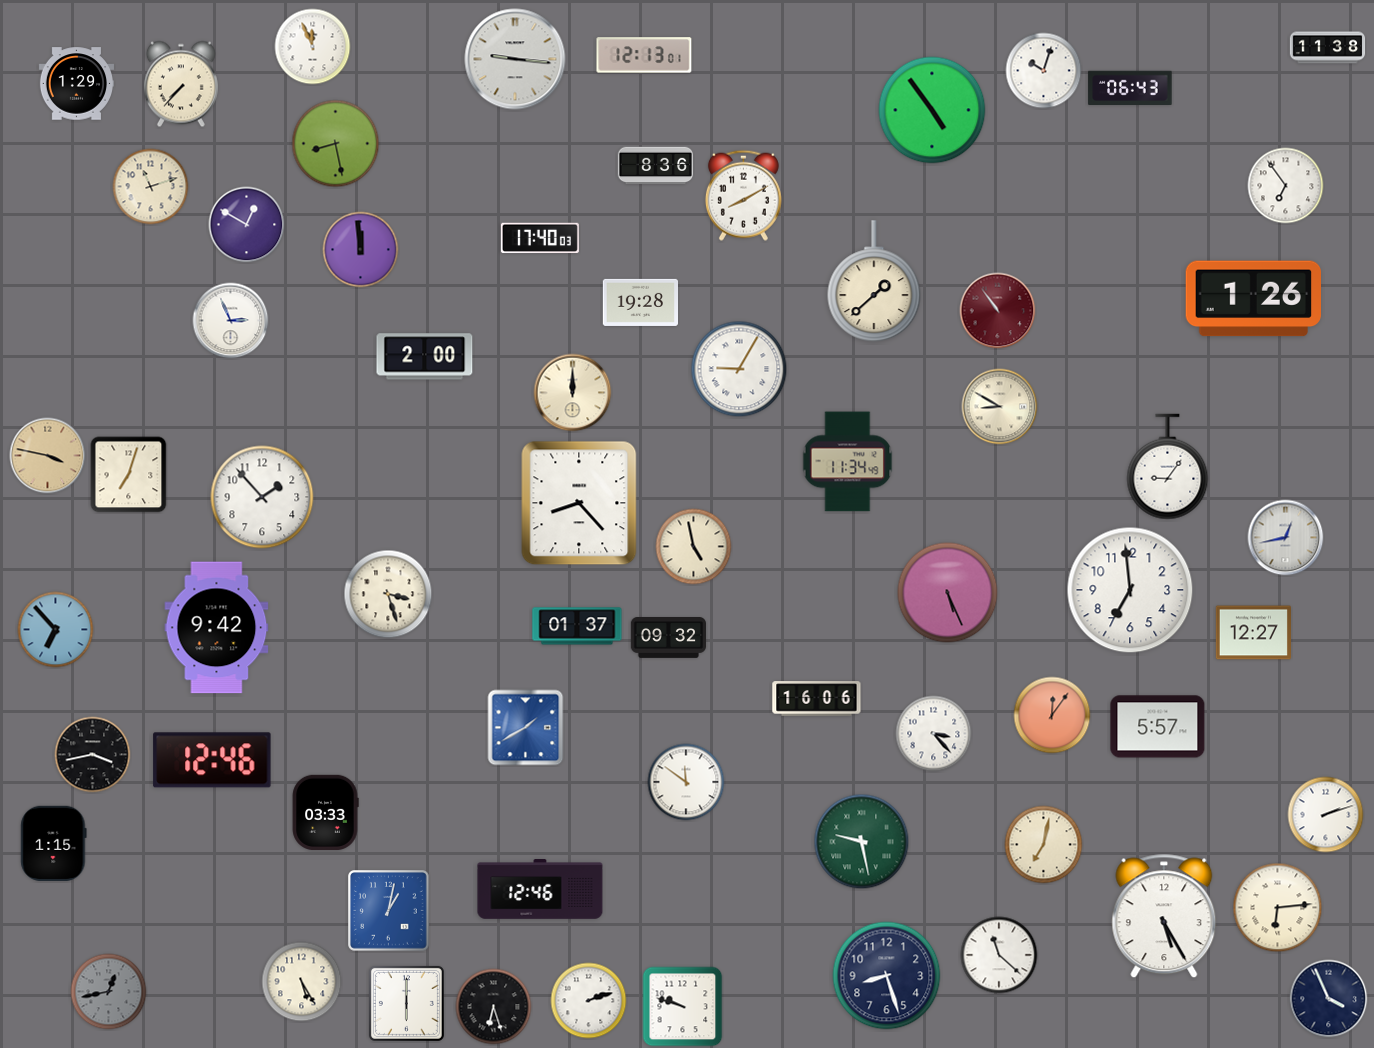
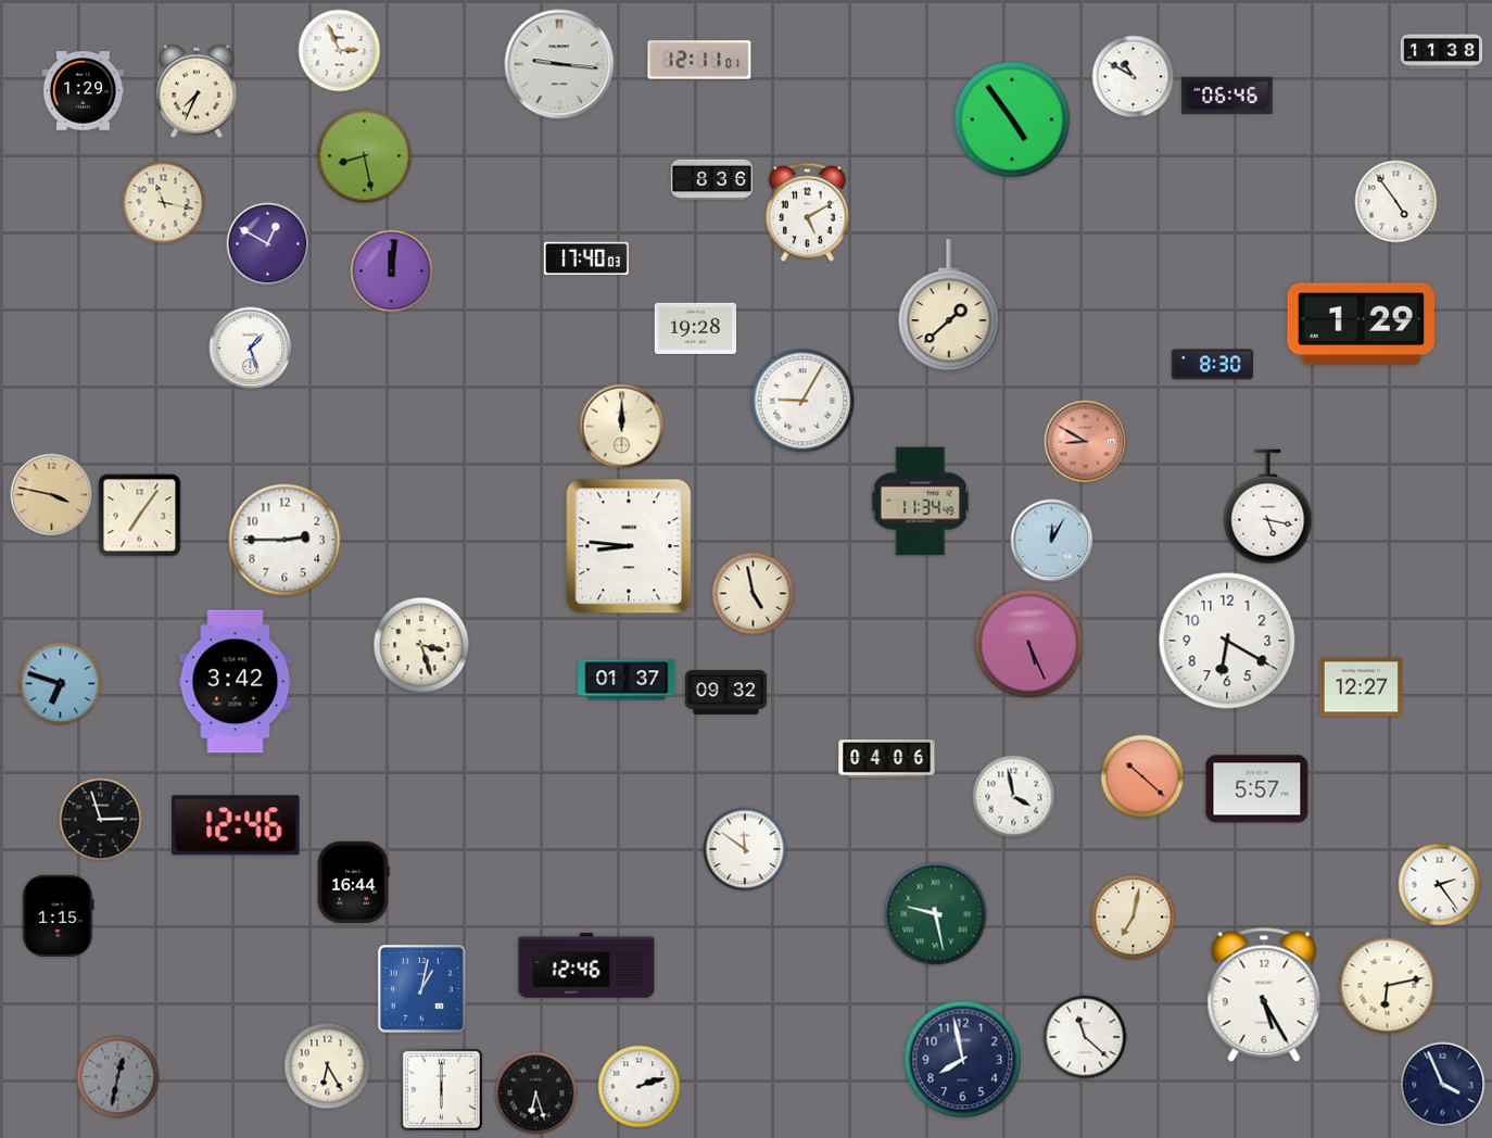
clock at (313, 47): 11:56 -> 2:56
clock at (644, 55): 12:13 -> 12:11
clock at (1044, 71): 10:03 -> 10:50
clock at (181, 84): 7:37 -> 7:34
clock at (1130, 87): 06:43 -> 06:46
clock at (1286, 186): 6:54 -> 4:54
clock at (151, 187): 11:12 -> 11:17
clock at (743, 195): 8:10 -> 5:10
clock at (361, 250): 11:59 -> 12:01
clock at (1253, 299): 1:26 -> 1:29
clock at (998, 311): 10:54 -> none
clock at (231, 321): 2:56 -> 1:27
clock at (1212, 365): none -> 8:30
clock at (425, 357): 2:00 -> none
clock at (1000, 407) dial: cream -> salmon
clock at (1168, 467): 9:06 -> 5:17
clock at (129, 475): 7:03 -> 7:06
clock at (262, 497): 1:53 -> 2:45
clock at (1052, 541): none -> 12:05
clock at (579, 503): 8:23 -> 8:46
clock at (1286, 538): 12:43 -> none
clock at (1130, 590): 6:59 -> 6:20
clock at (217, 628): 9:42 -> 3:42
clock at (56, 630): 6:53 -> 6:48
clock at (817, 699): 16:06 -> 04:06
clock at (1052, 715): 12:06 -> 10:22
clock at (526, 728): 1:40 -> none
clock at (934, 734): 3:23 -> 3:58
clock at (93, 755): 3:43 -> 2:57
clock at (212, 760) position: (212, 760) -> (236, 825)
clock at (325, 812): 03:33 -> 16:44
clock at (1326, 815): 2:12 -> 2:24
clock at (1278, 908): 6:14 -> 6:13
clock at (887, 976): 8:27 -> 7:58
clock at (302, 982): 5:25 -> 6:25
clock at (109, 992): 12:43 -> 12:32
clock at (683, 1007): 9:48 -> none
